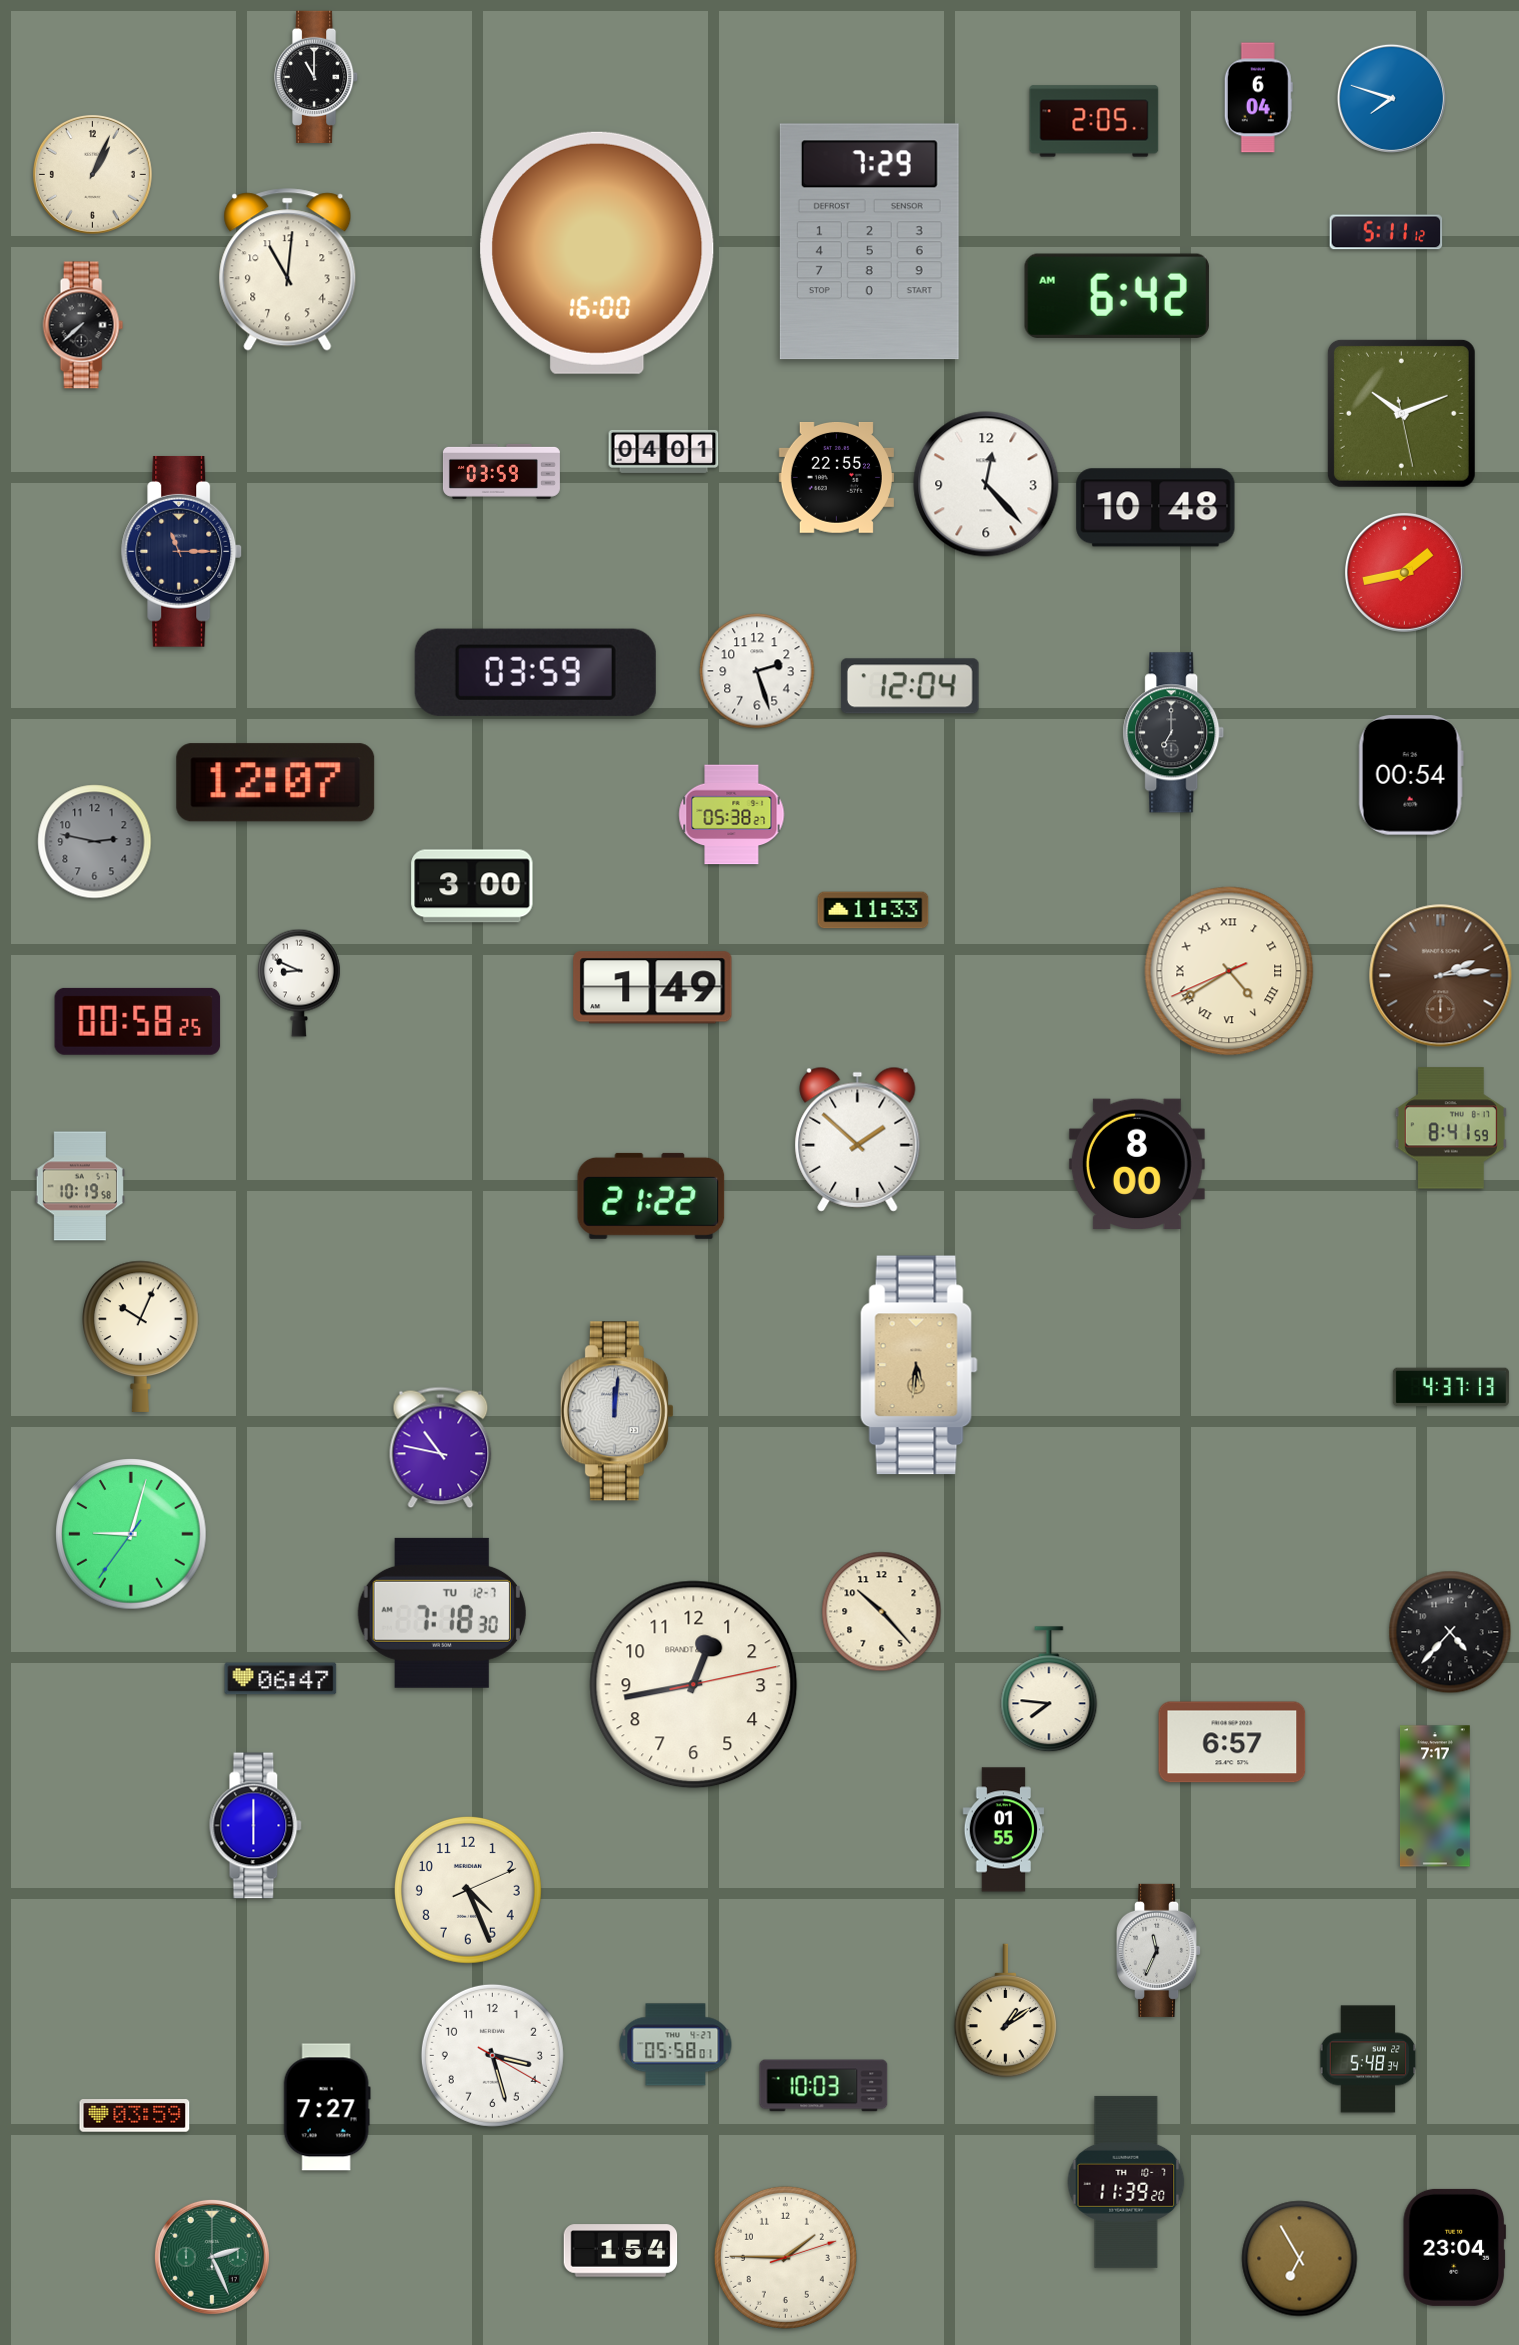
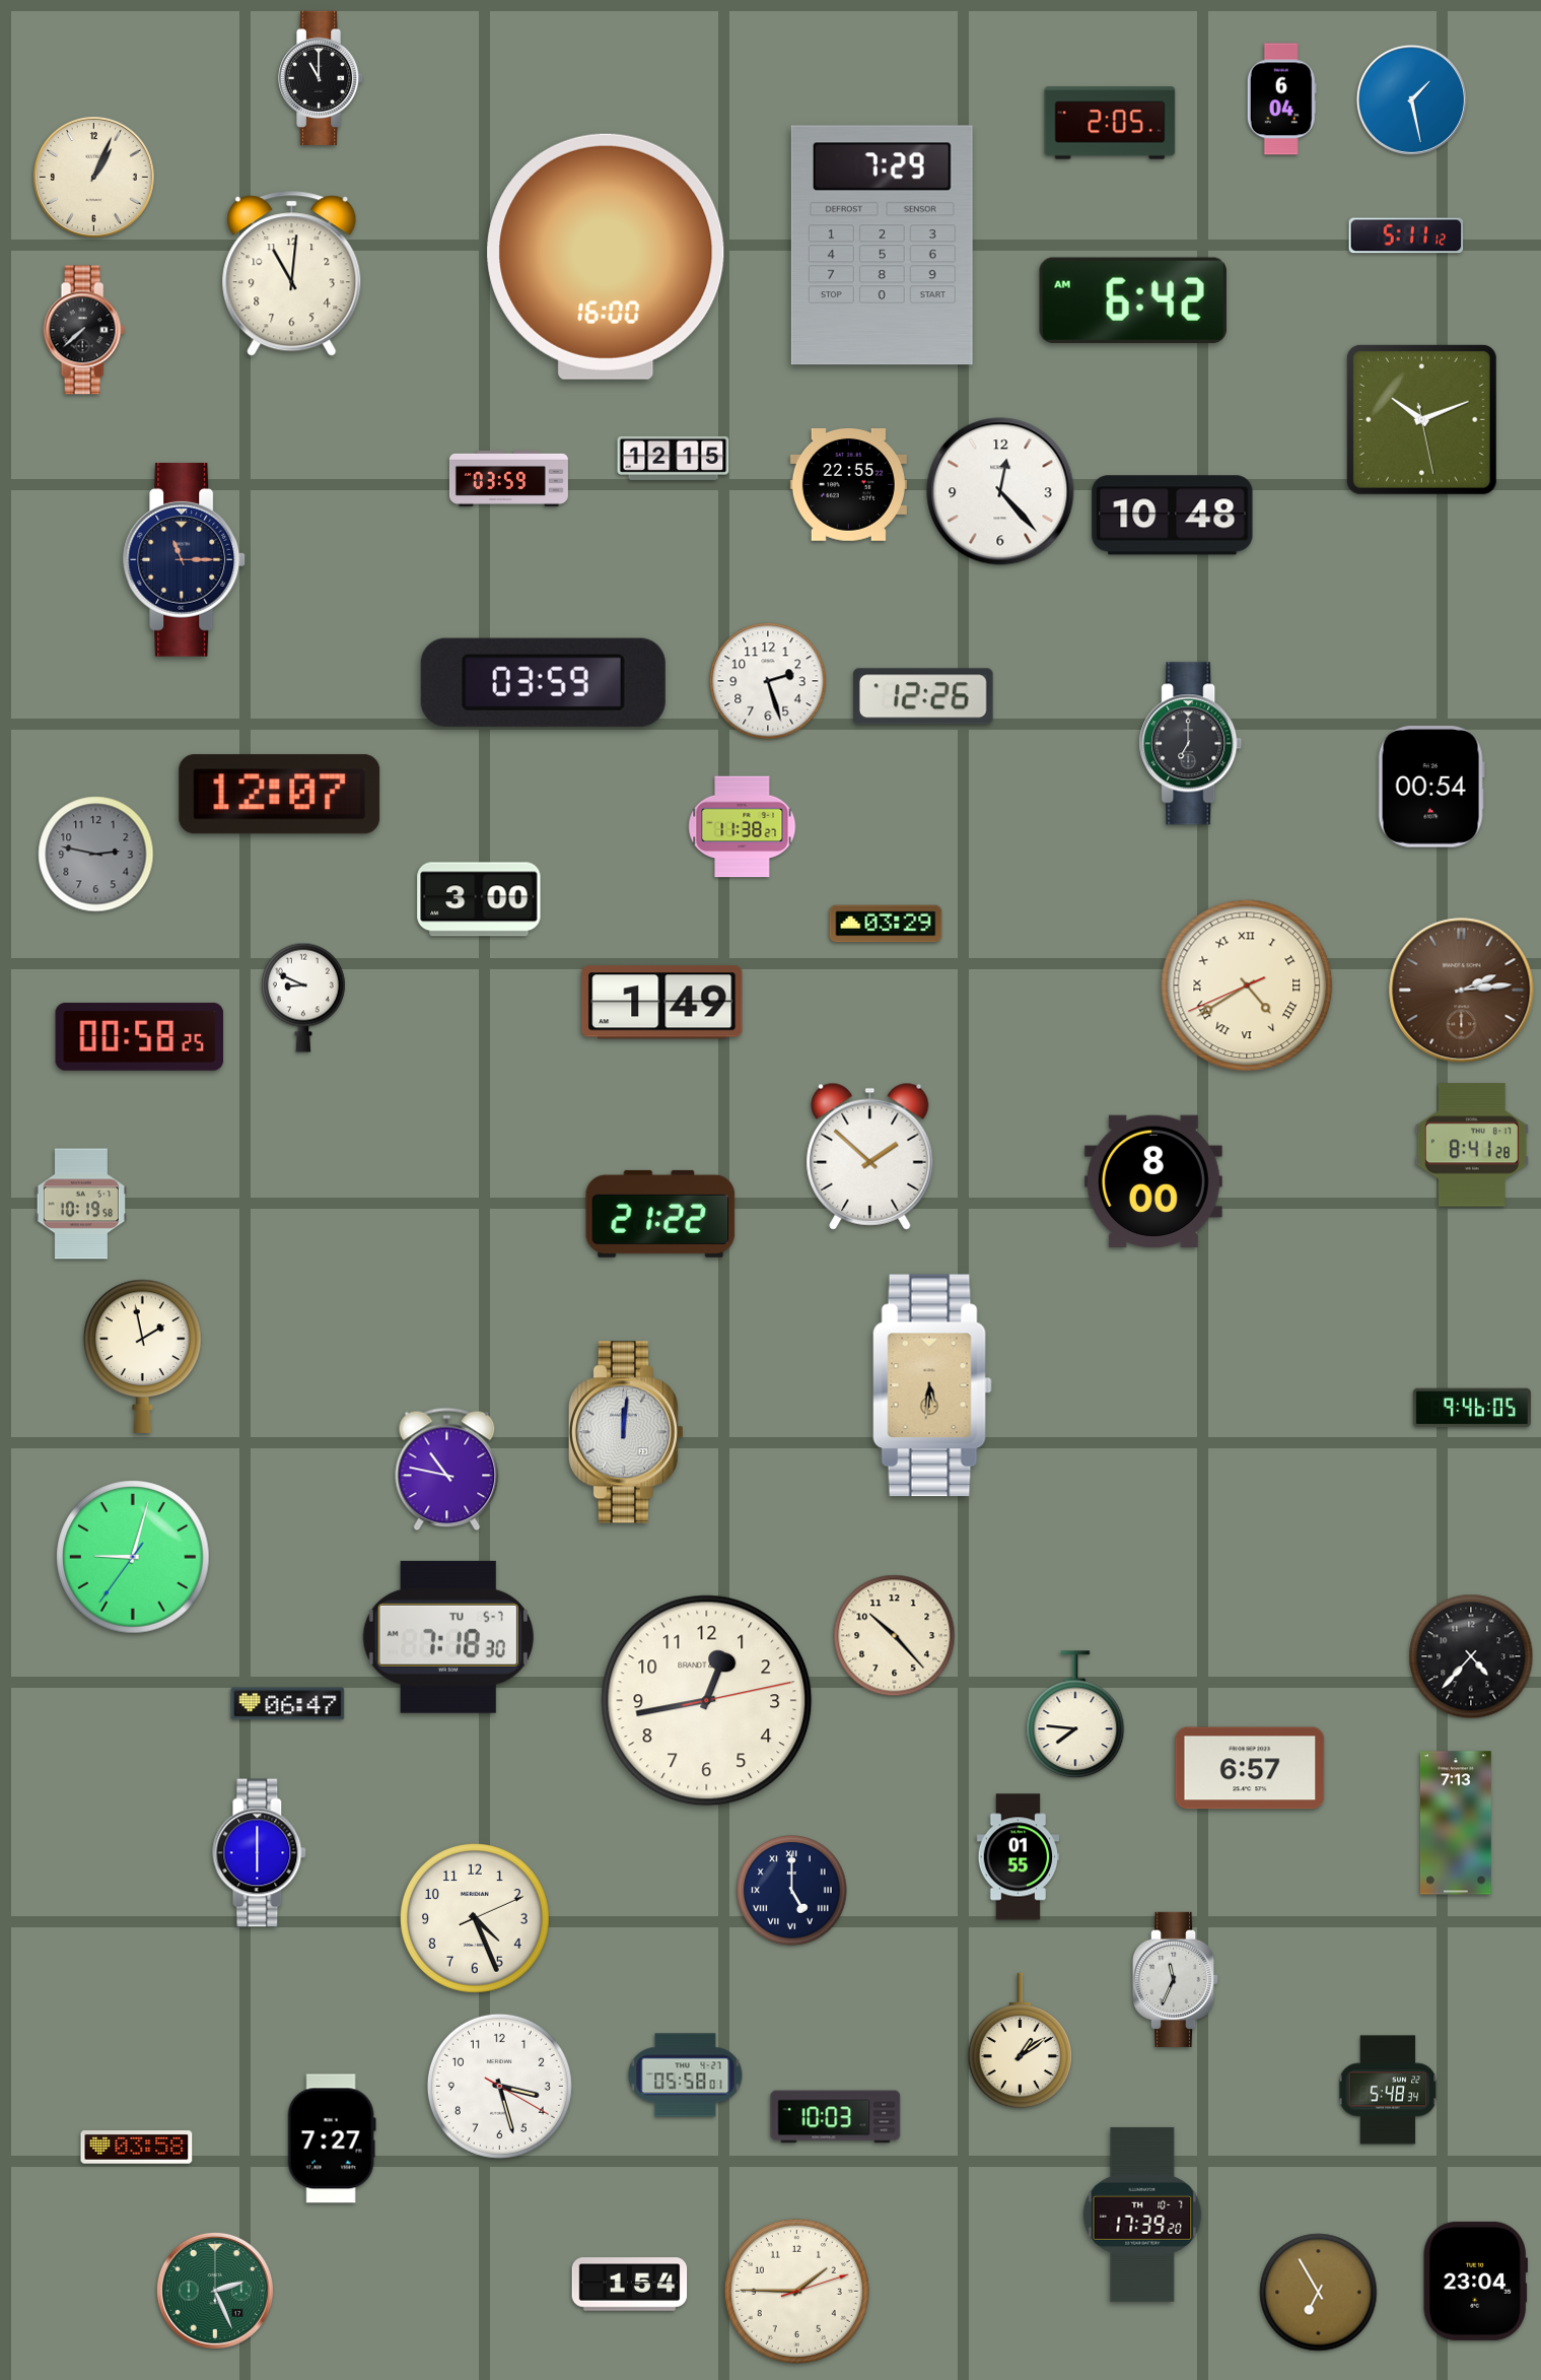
clock at (1258, 98) position: (1258, 98) -> (1281, 99)
clock at (1391, 98): 7:48 -> 1:28
clock at (664, 451): 04:01 -> 12:15
clock at (1404, 572): 1:43 -> none
clock at (910, 686): 12:04 -> 12:26
clock at (732, 815): 05:38 -> 11:38
clock at (873, 910): 11:33 -> 03:29
clock at (1451, 1128): 8:41:59 -> 8:41:28
clock at (141, 1336): 10:04 -> 1:58
clock at (1451, 1387): 4:37 -> 9:46
clock at (442, 1613) date: TU 12-7 -> TU 5-7
clock at (281, 1679) position: (281, 1679) -> (288, 1704)
clock at (694, 1685) position: (694, 1685) -> (707, 1701)
clock at (1049, 1690) position: (1049, 1690) -> (1075, 1715)
clock at (1436, 1796): 7:17 -> 7:13
clock at (792, 1891): none -> 5:00
clock at (135, 2116): 03:59 -> 03:58
clock at (1126, 2182): 11:39 -> 17:39
